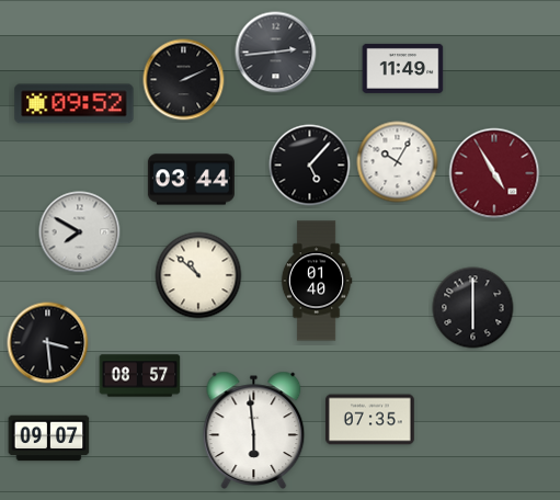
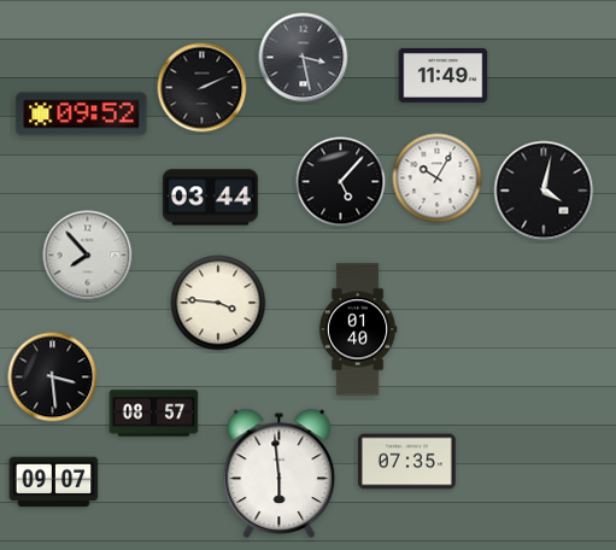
clock at (276, 53): 2:44 -> 3:28
clock at (494, 173): 4:55 -> 4:02
clock at (494, 173) dial: burgundy -> black
clock at (80, 232): 7:50 -> 7:53
clock at (198, 275): 10:52 -> 3:46
clock at (317, 281) position: (317, 281) -> (358, 329)
clock at (473, 308): 6:00 -> none
